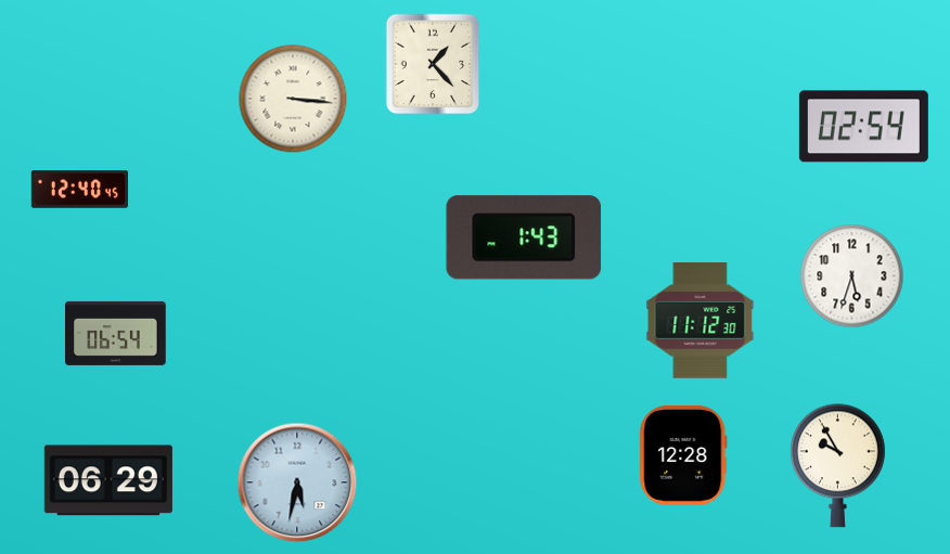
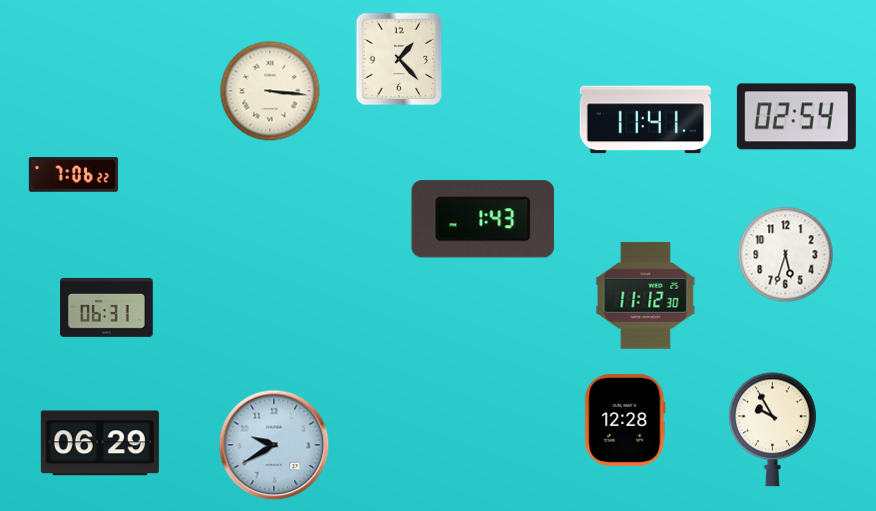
clock at (645, 120): none -> 11:41
clock at (79, 190): 12:40 -> 7:06
clock at (116, 333): 06:54 -> 06:31
clock at (683, 455) position: (683, 455) -> (625, 420)
clock at (297, 482): 5:32 -> 9:40
